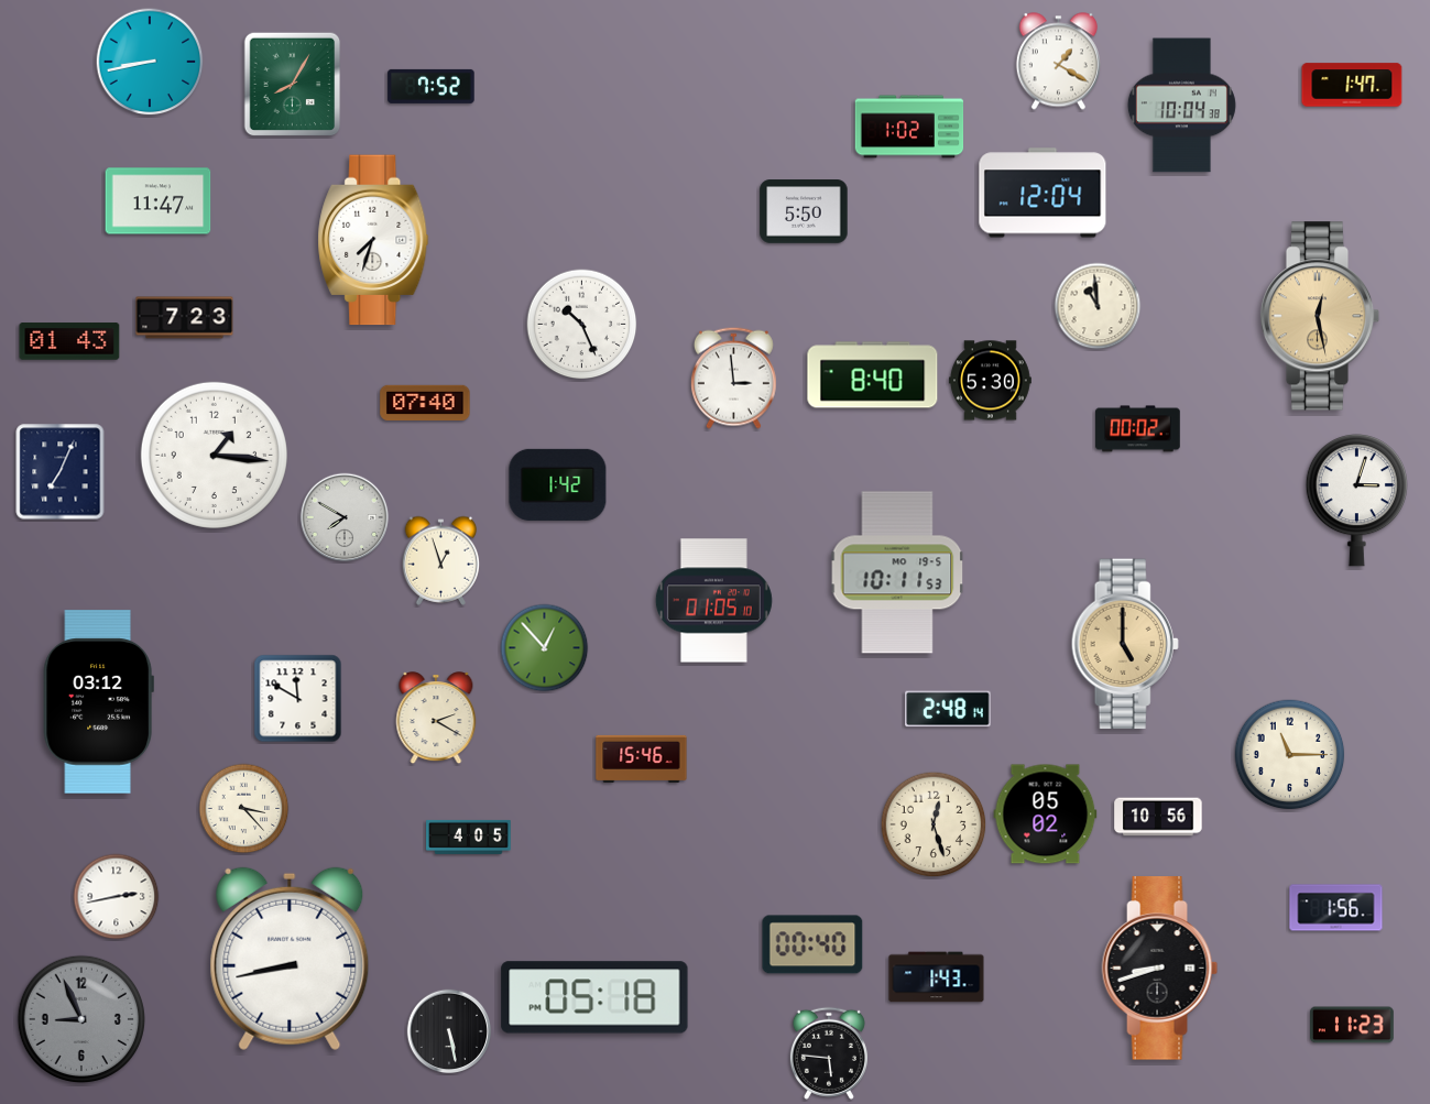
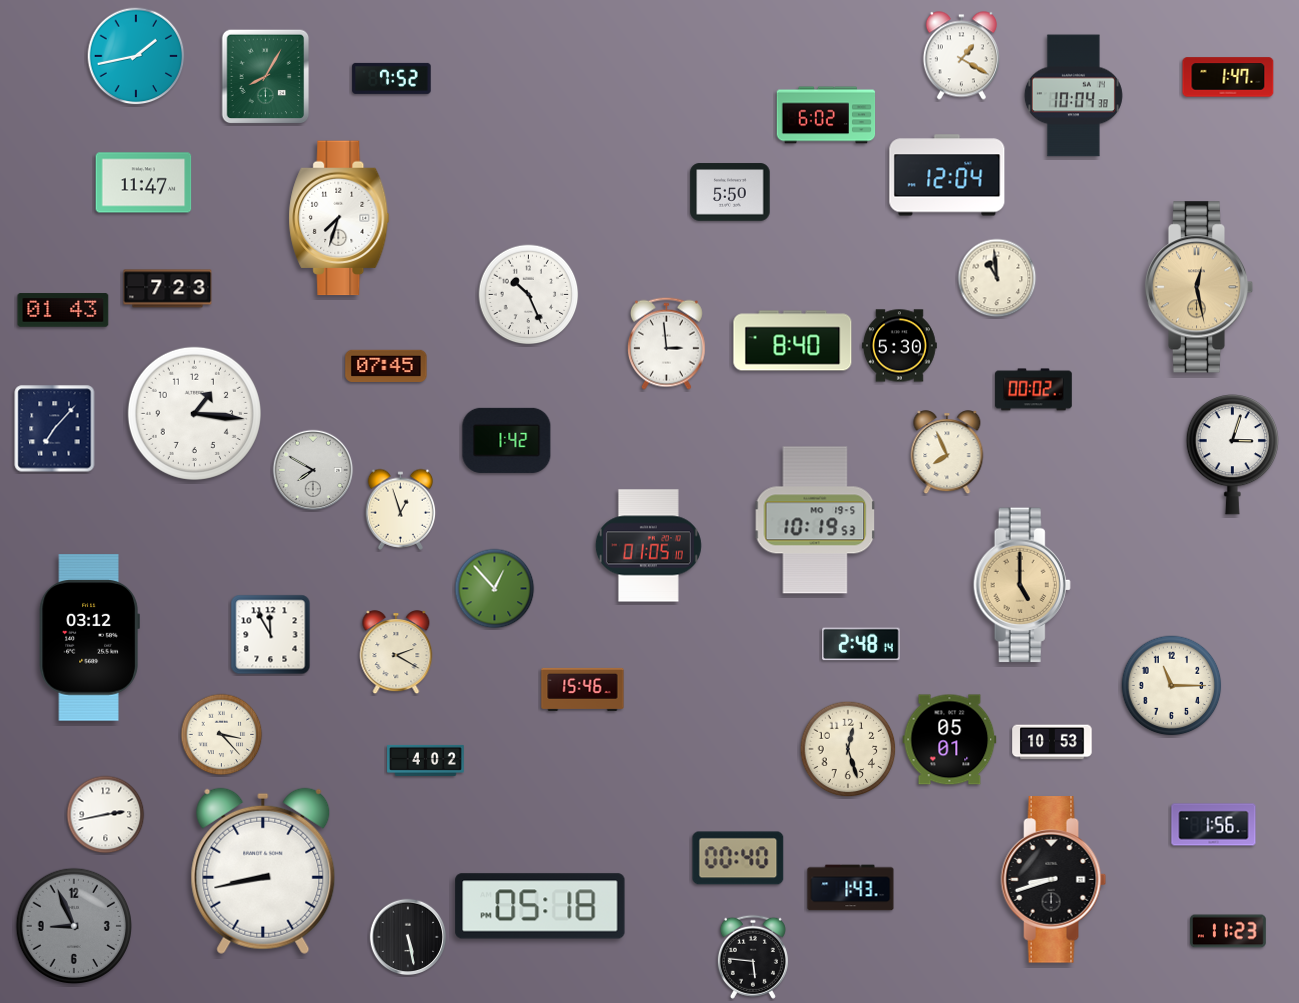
clock at (150, 62): 8:43 -> 1:43
clock at (909, 127): 1:02 -> 6:02
clock at (425, 402): 07:40 -> 07:45
clock at (61, 472): 7:04 -> 7:07
clock at (947, 453): none -> 7:56
clock at (897, 572): 10:11 -> 10:19
clock at (298, 699): 11:50 -> 11:55
clock at (1046, 815): 05:02 -> 05:01
clock at (1158, 817): 10:56 -> 10:53
clock at (469, 837): 4:05 -> 4:02
